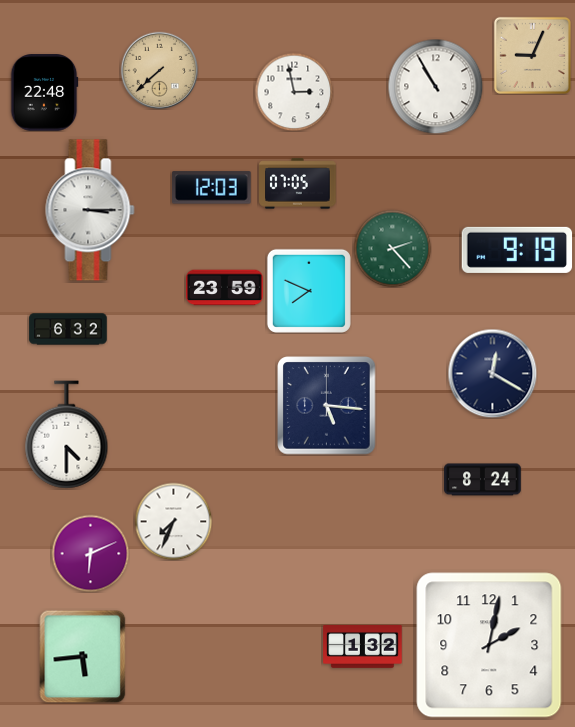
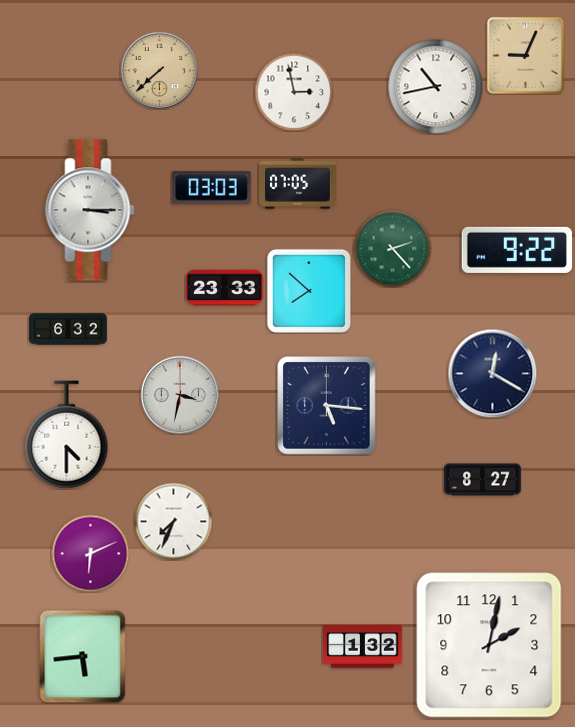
clock at (532, 55) position: (532, 55) -> (525, 55)
clock at (435, 86): 10:55 -> 10:43
clock at (44, 93): 22:48 -> none
clock at (212, 188): 12:03 -> 03:03
clock at (517, 250): 9:19 -> 9:22
clock at (225, 288): 23:59 -> 23:33
clock at (309, 291): 7:49 -> 7:52
clock at (180, 395): none -> 3:32
clock at (483, 480): 8:24 -> 8:27
